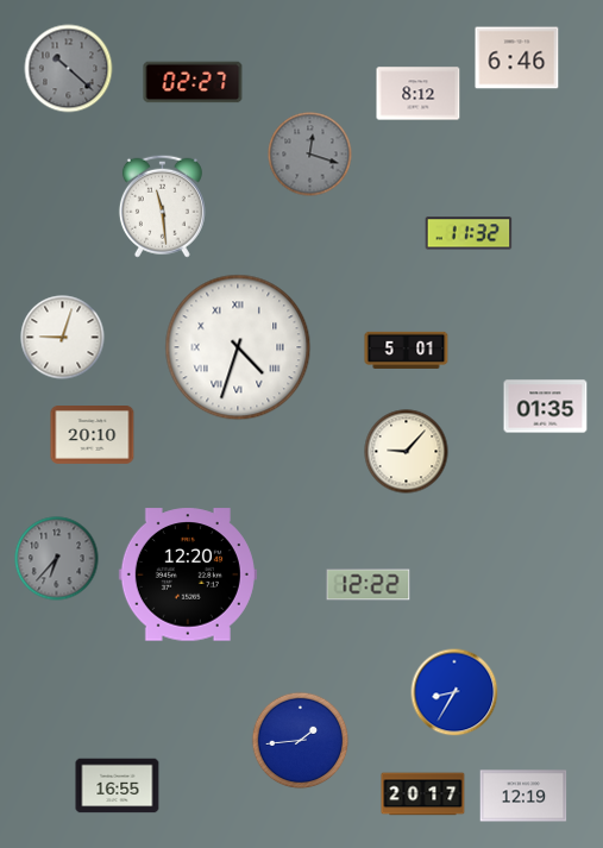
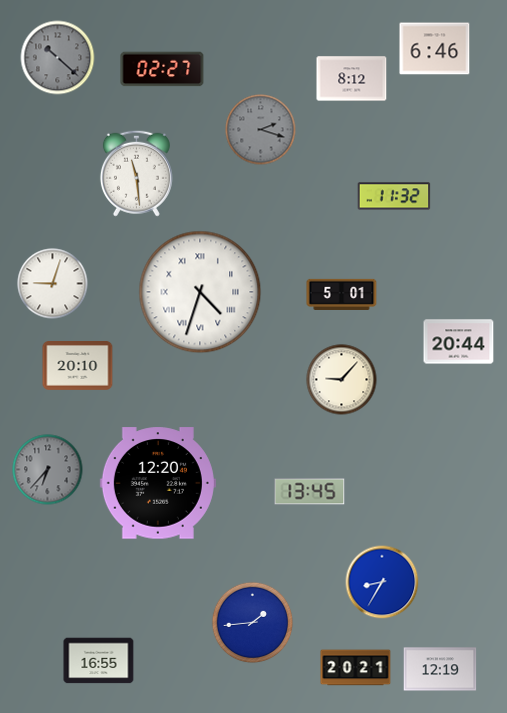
clock at (310, 155): 12:18 -> 2:18
clock at (546, 407): 01:35 -> 20:44
clock at (369, 585): 12:22 -> 13:45
clock at (423, 794): 20:17 -> 20:21
